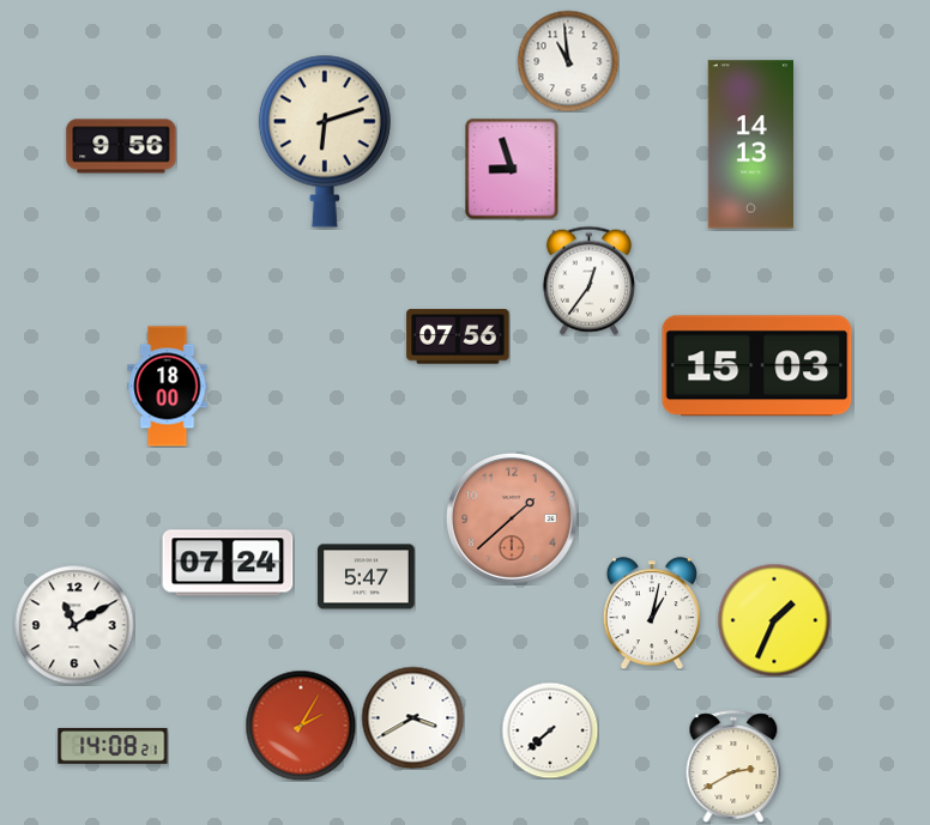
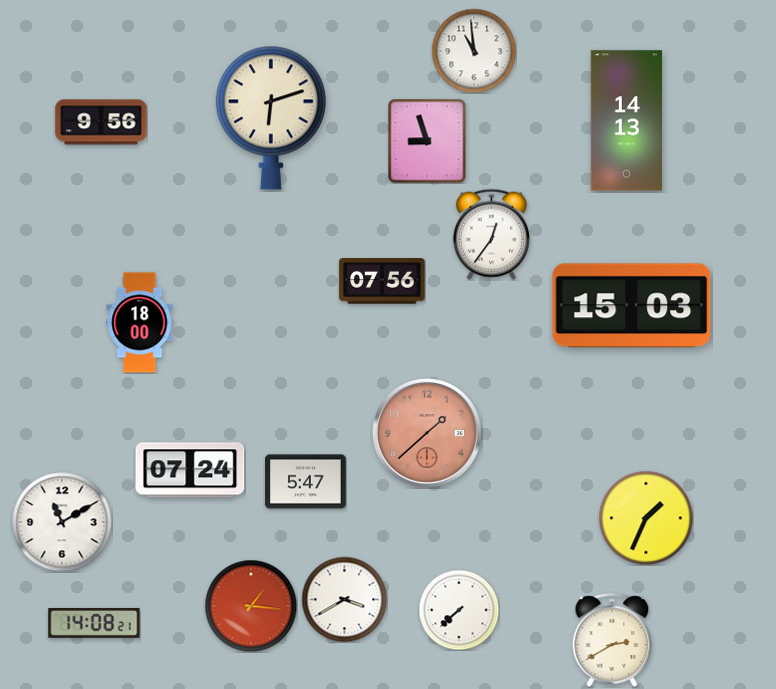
clock at (652, 613): 1:02 -> none
clock at (301, 726): 2:05 -> 1:16
